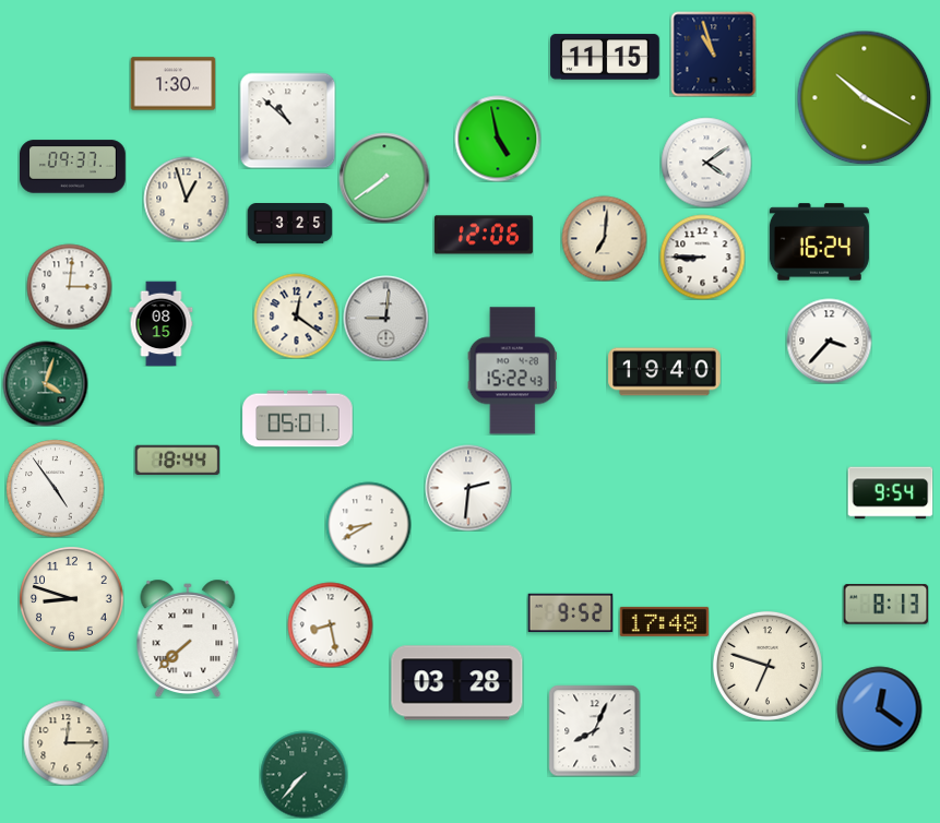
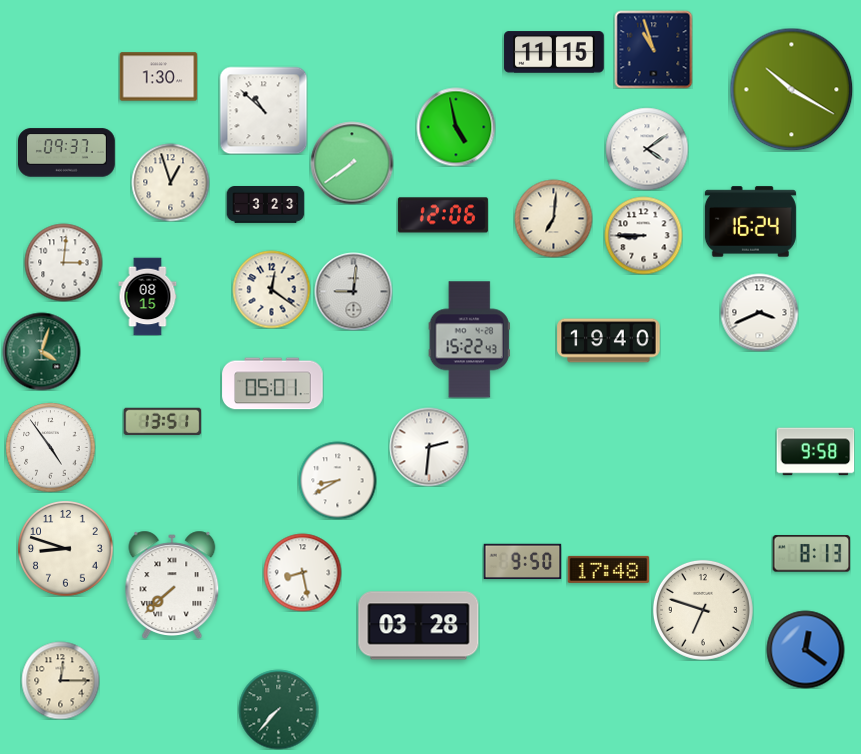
clock at (289, 224): 3:25 -> 3:23
clock at (829, 341): 3:37 -> 3:41
clock at (177, 461): 18:44 -> 13:51
clock at (890, 493): 9:54 -> 9:58
clock at (570, 613): 9:52 -> 9:50
clock at (594, 730): 8:04 -> none
